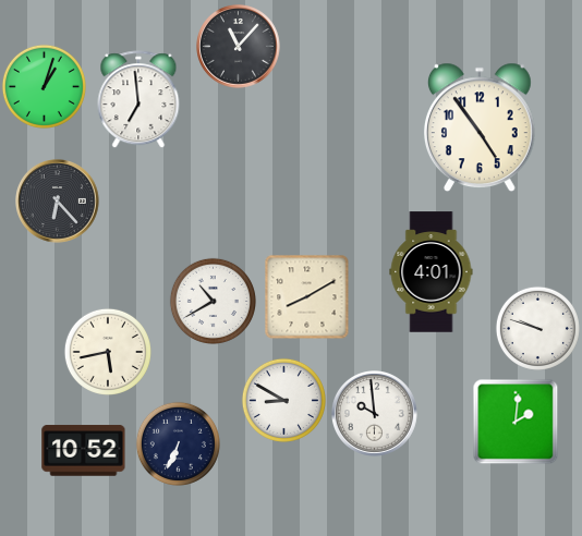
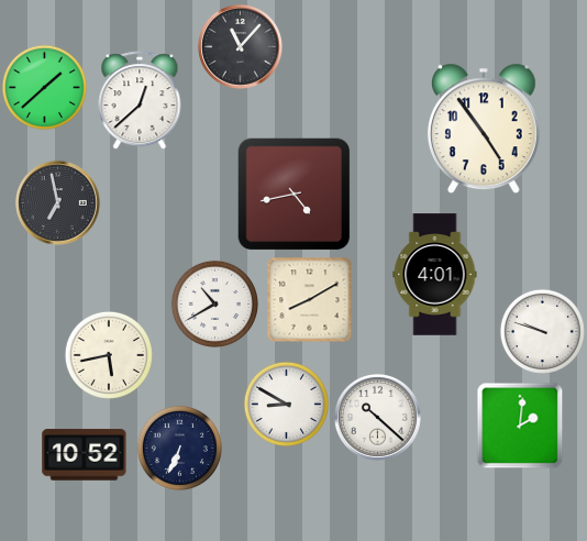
clock at (44, 86): 1:03 -> 1:38
clock at (138, 99): 6:59 -> 12:38
clock at (295, 195): none -> 4:43
clock at (58, 202): 6:23 -> 6:58
clock at (375, 414): 9:59 -> 10:22
